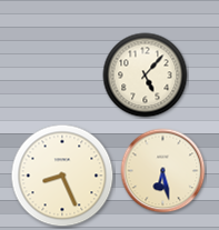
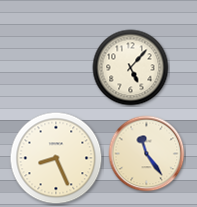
clock at (163, 171): 6:28 -> 11:24
